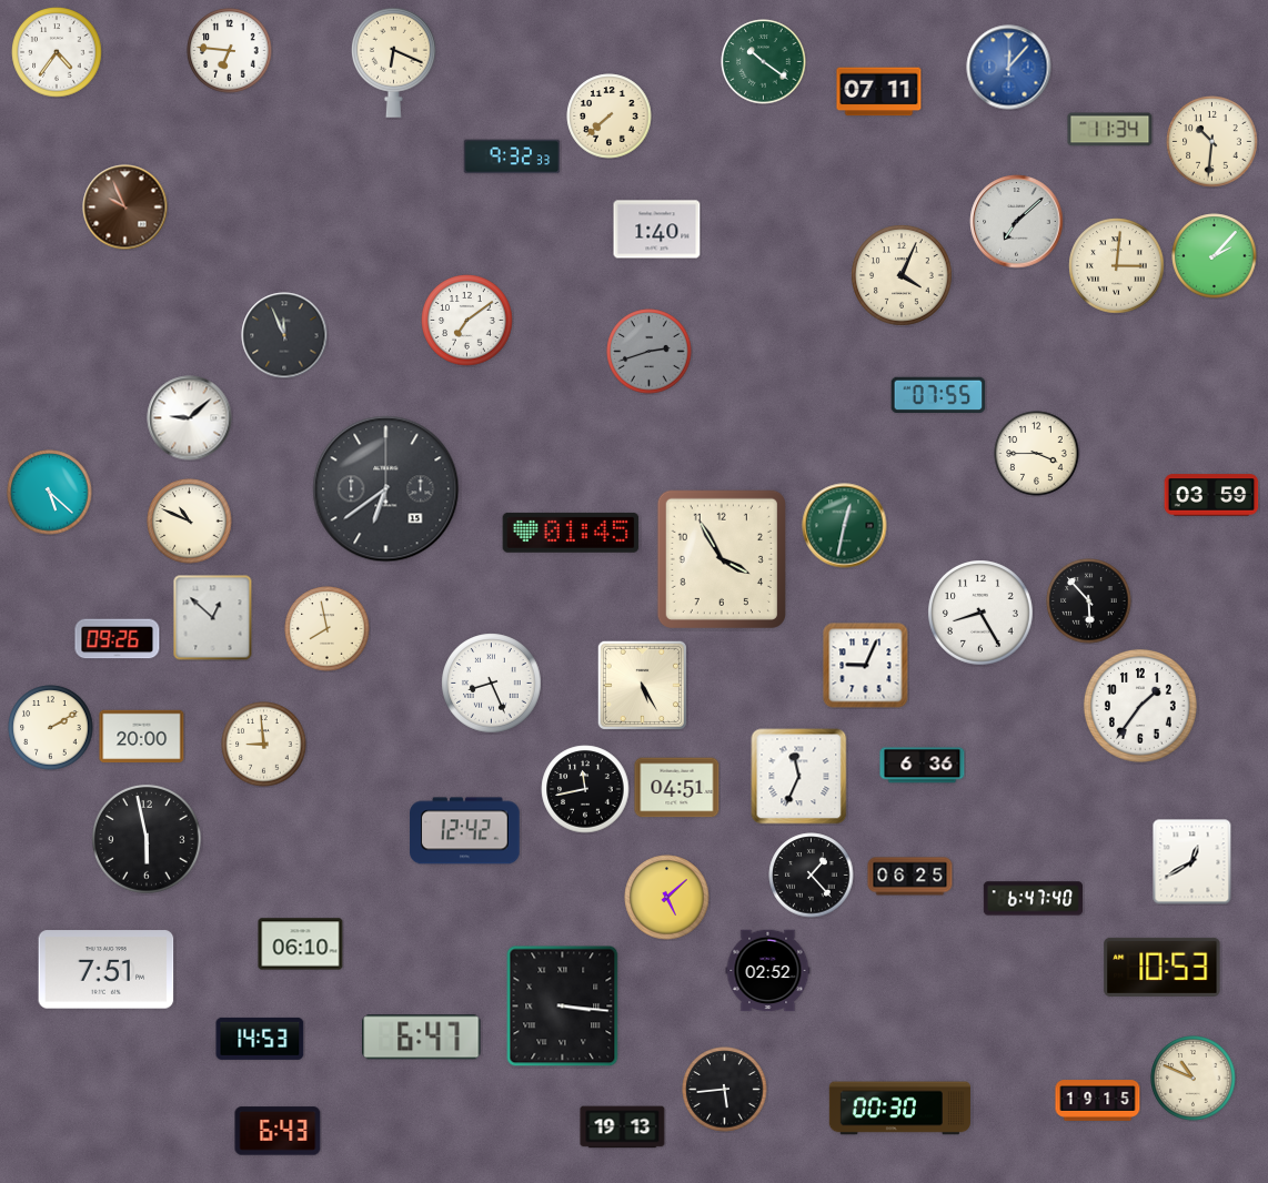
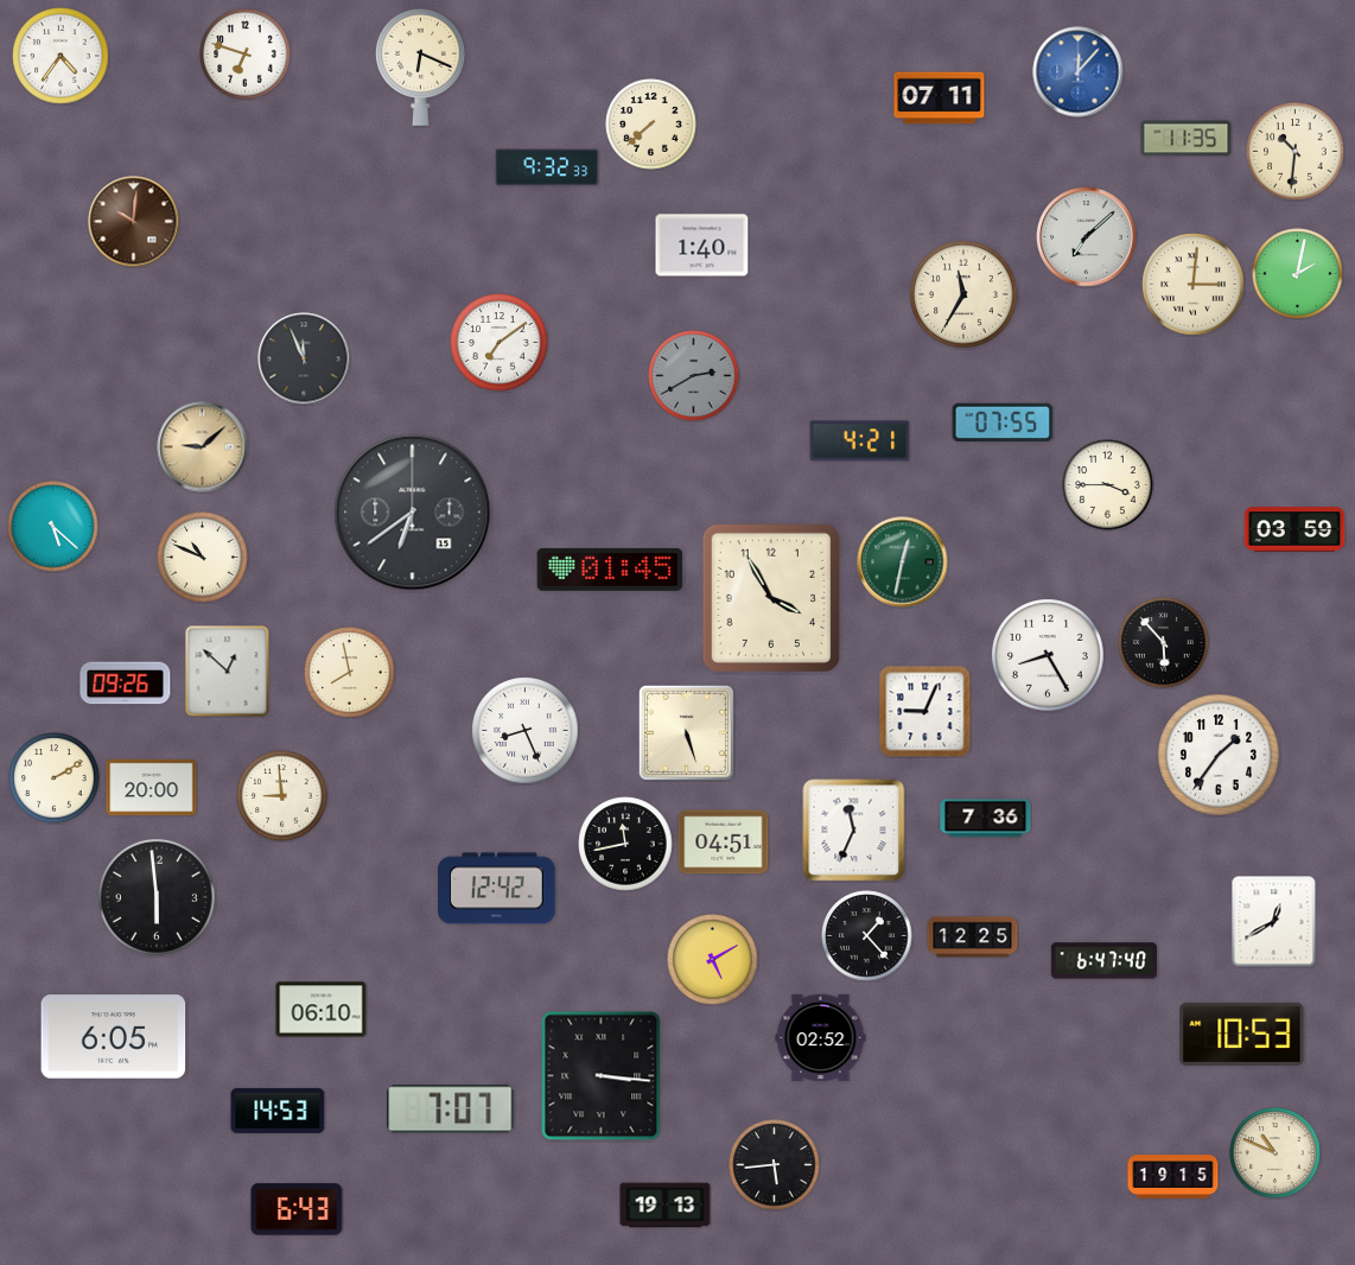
clock at (230, 51): 6:46 -> 6:48
clock at (764, 62): 10:21 -> none
clock at (1110, 130): 11:34 -> 11:35
clock at (125, 208): 9:56 -> 10:01
clock at (1215, 256): 2:07 -> 2:02
clock at (902, 275): 4:04 -> 11:35
clock at (650, 352): 2:42 -> 2:40
clock at (860, 441): none -> 4:21
clock at (190, 418) dial: white -> champagne
clock at (386, 489) position: (386, 489) -> (413, 513)
clock at (213, 618) position: (213, 618) -> (228, 672)
clock at (642, 685): 5:25 -> 5:27
clock at (923, 766): 6:36 -> 7:36
clock at (148, 840): 5:58 -> 5:59
clock at (910, 877): 06:25 -> 12:25
clock at (667, 898): 5:08 -> 5:10
clock at (107, 970): 7:51 -> 6:05
clock at (422, 1038): 6:47 -> 7:07
clock at (899, 1109): 00:30 -> none
